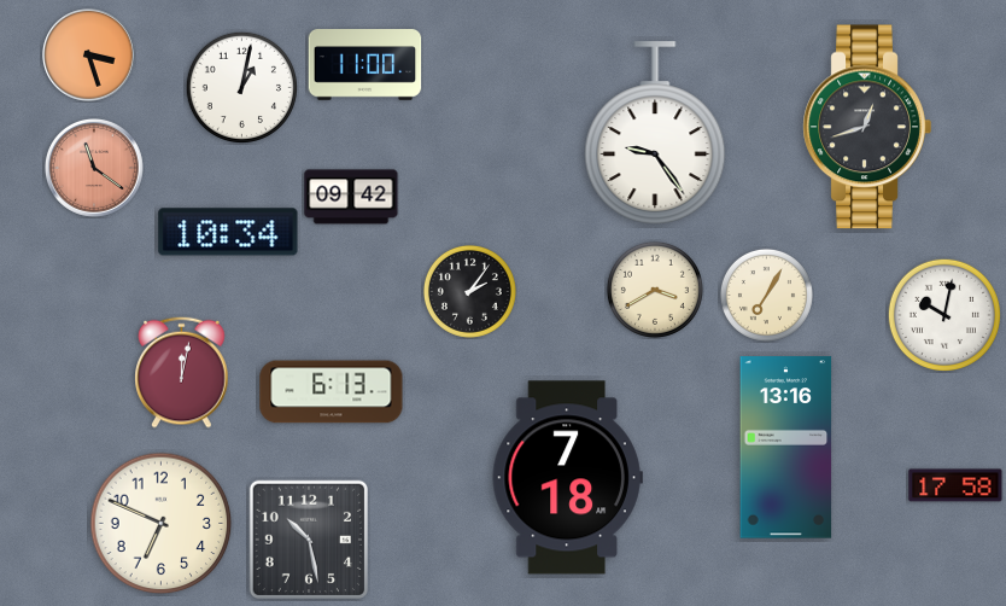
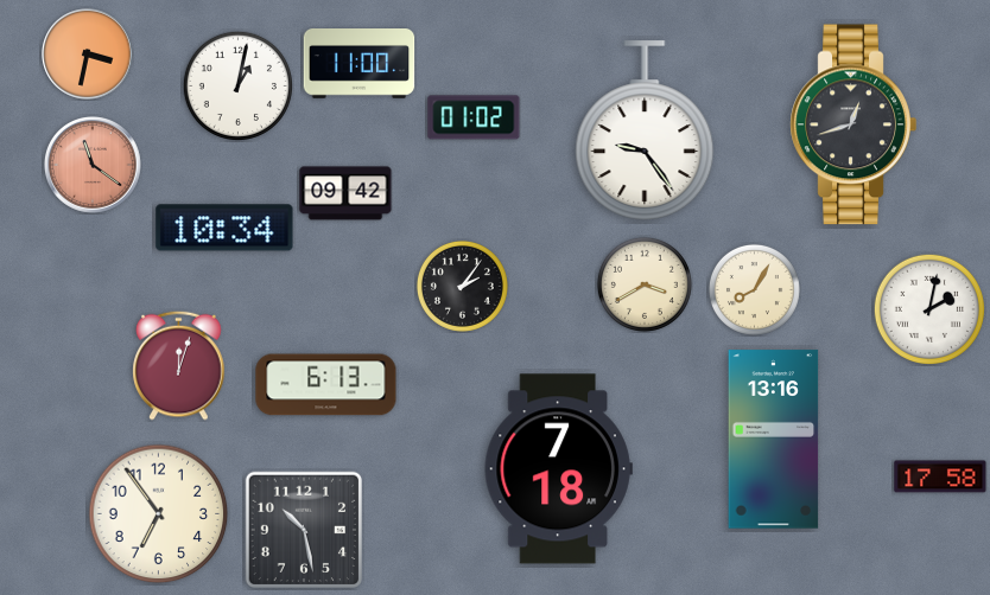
clock at (89, 56): 3:27 -> 3:32
clock at (474, 117): none -> 01:02
clock at (766, 295): 7:05 -> 8:05
clock at (943, 314): 10:02 -> 2:02
clock at (182, 372): 12:02 -> 12:03
clock at (162, 524): 6:49 -> 6:54
